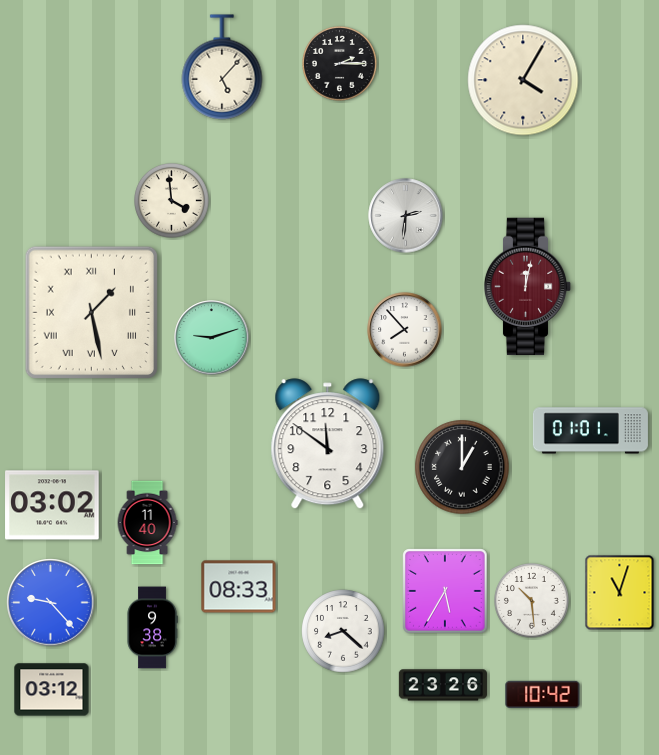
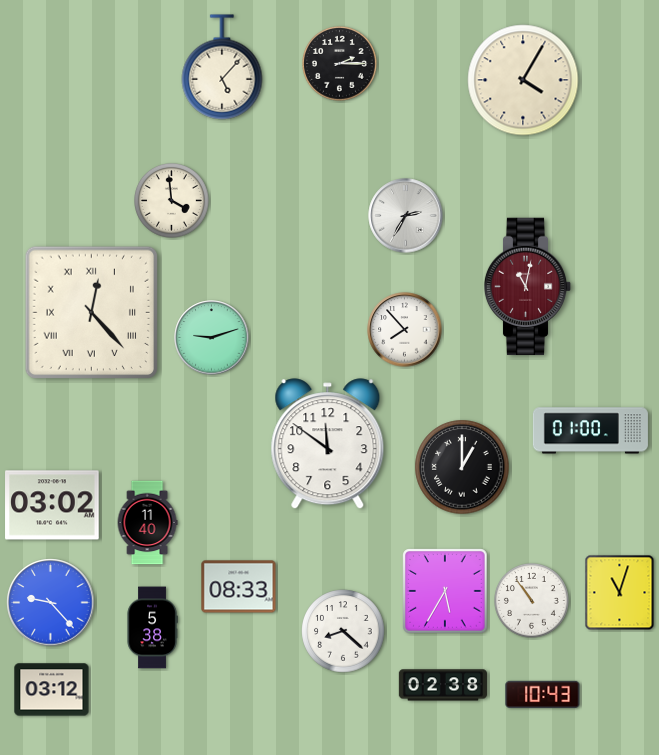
clock at (406, 216): 2:31 -> 2:35
clock at (528, 287): 12:02 -> 11:02
clock at (92, 313): 1:28 -> 12:23
clock at (590, 431): 01:01 -> 01:00
clock at (532, 601): 10:29 -> 10:54
clock at (152, 628): 9:38 -> 5:38
clock at (443, 685): 23:26 -> 02:38
clock at (543, 694): 10:42 -> 10:43
